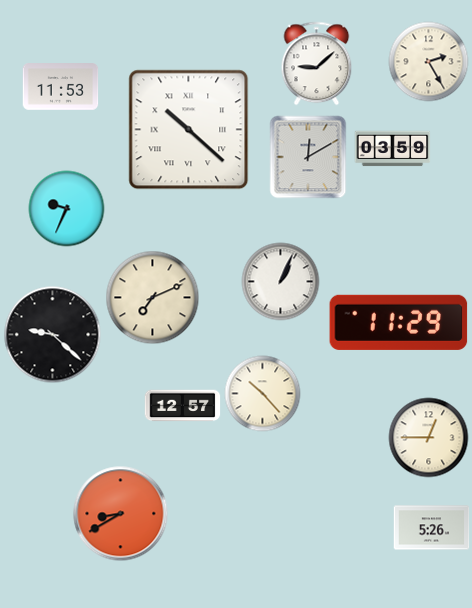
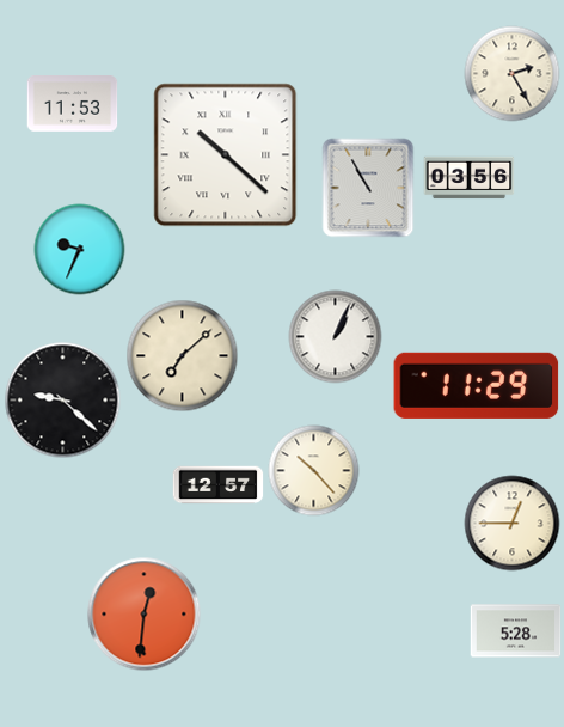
clock at (317, 64): 9:08 -> none
clock at (393, 149): 03:59 -> 03:56
clock at (308, 157): 12:10 -> 10:55
clock at (153, 298): 7:11 -> 7:08
clock at (121, 514): 8:40 -> 12:31
clock at (432, 528): 5:26 -> 5:28
